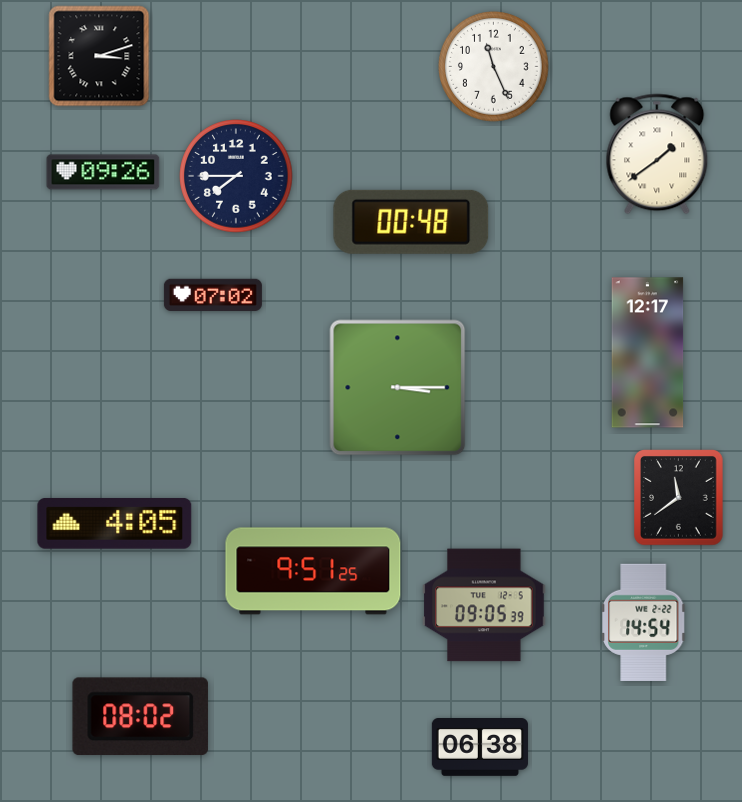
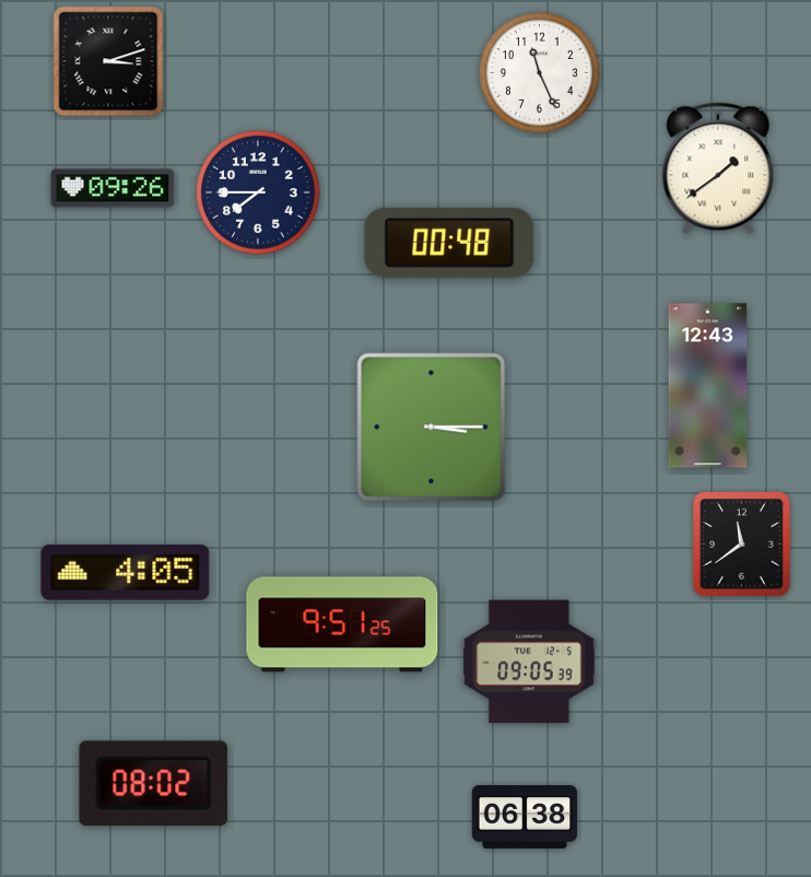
clock at (213, 294): 07:02 -> none
clock at (648, 353): 12:17 -> 12:43
clock at (398, 388) position: (398, 388) -> (432, 428)
clock at (644, 622): 14:54 -> none
